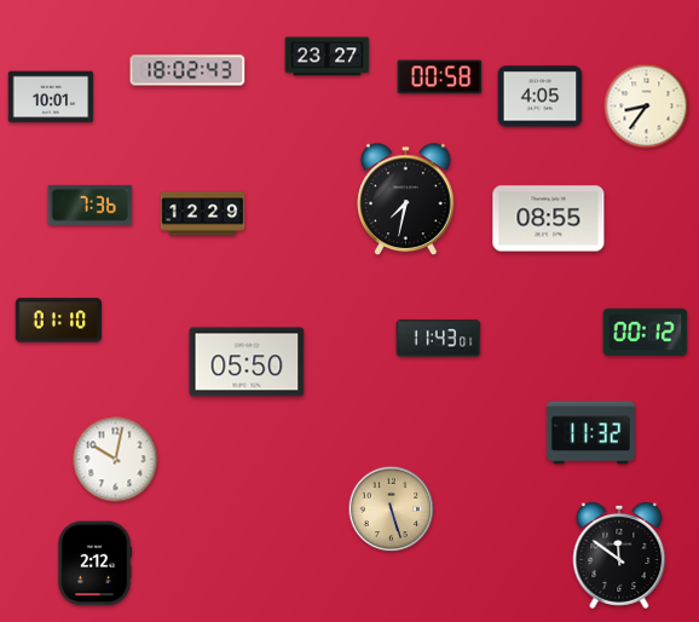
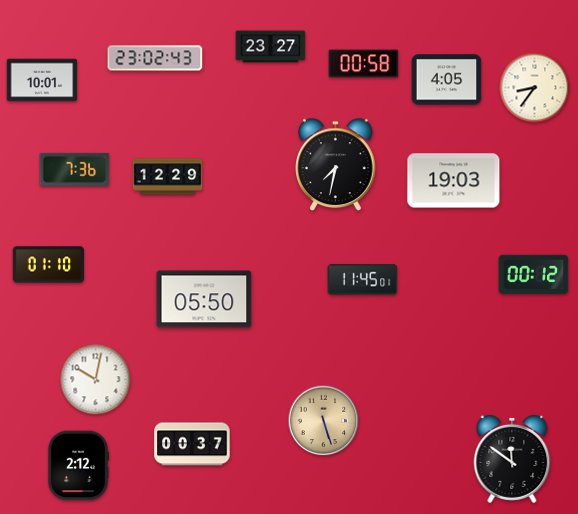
clock at (187, 70): 18:02 -> 23:02
clock at (549, 219): 08:55 -> 19:03
clock at (439, 339): 11:43 -> 11:45
clock at (590, 433): 11:32 -> none
clock at (192, 444): none -> 00:37
